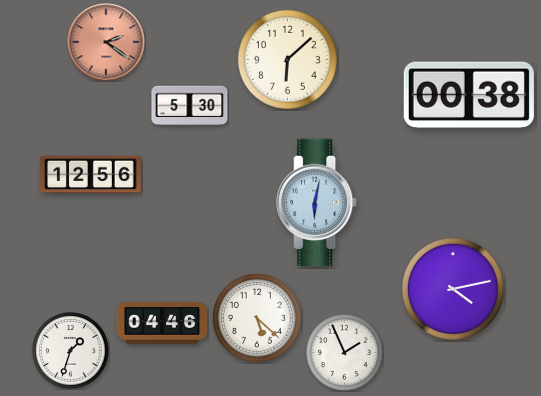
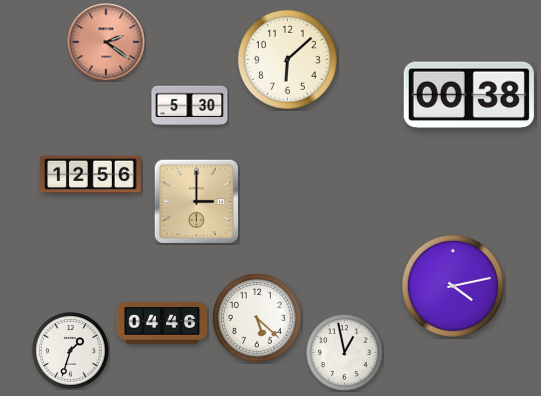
clock at (196, 201): none -> 3:00
clock at (317, 203): 6:02 -> none
clock at (453, 289) position: (453, 289) -> (453, 286)
clock at (345, 353): 1:56 -> 12:58
